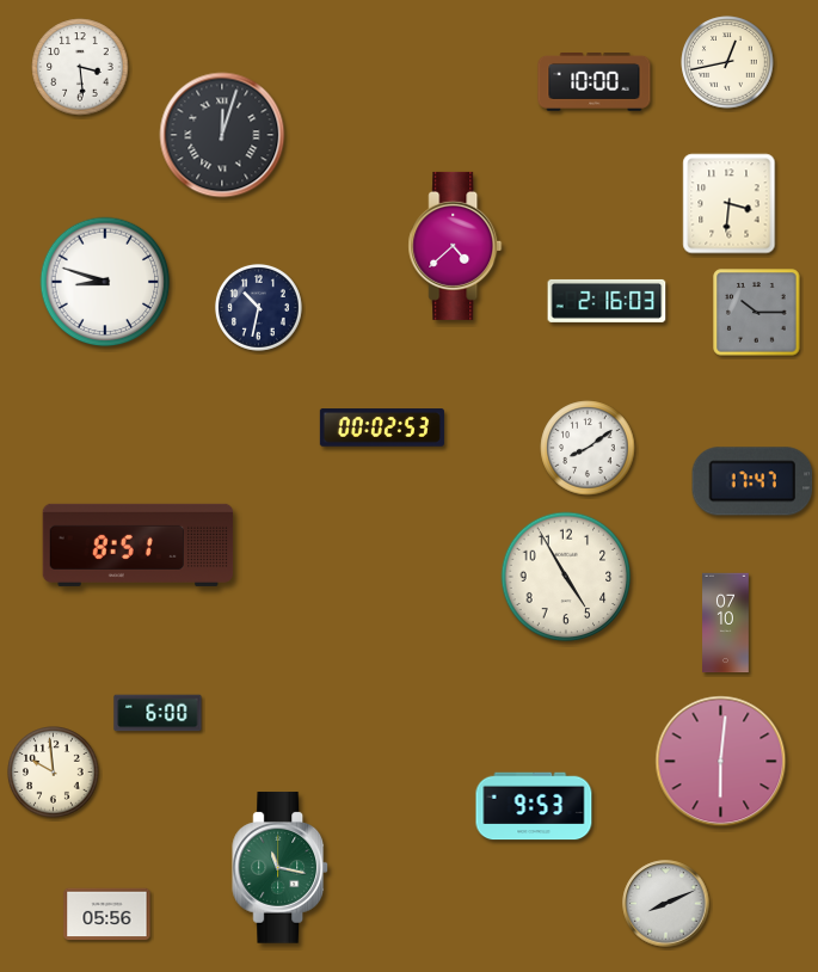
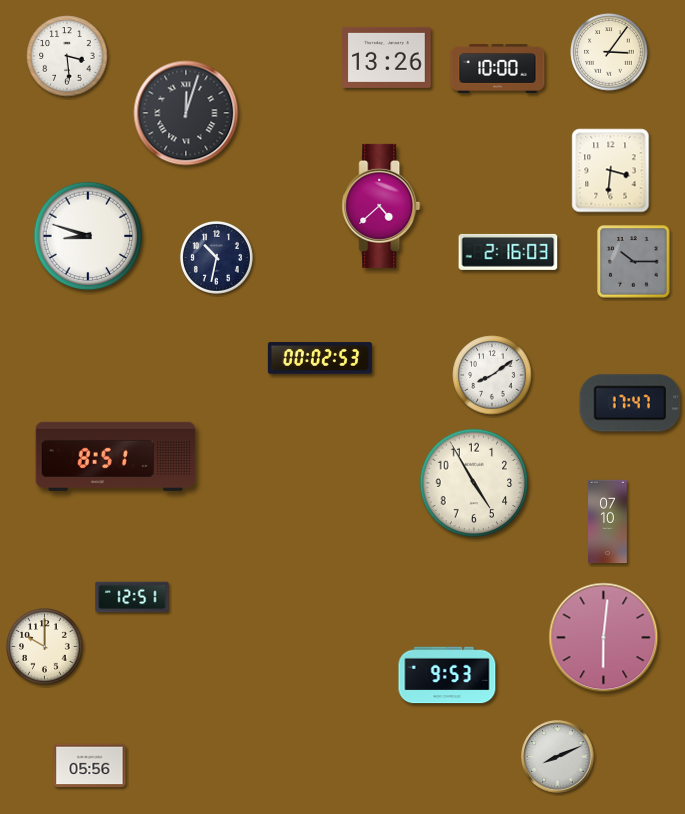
clock at (727, 62): 12:43 -> 3:06
clock at (387, 57): none -> 13:26
clock at (158, 713): 6:00 -> 12:51
clock at (54, 773): 9:59 -> 10:00
clock at (281, 868): 11:17 -> none
